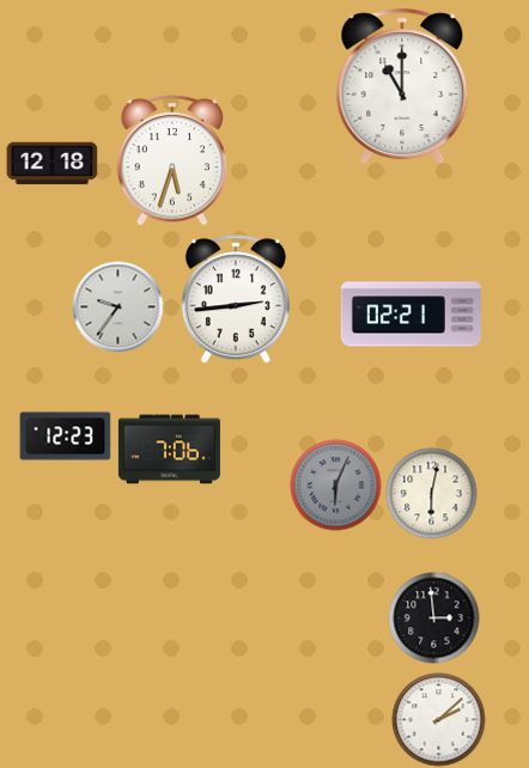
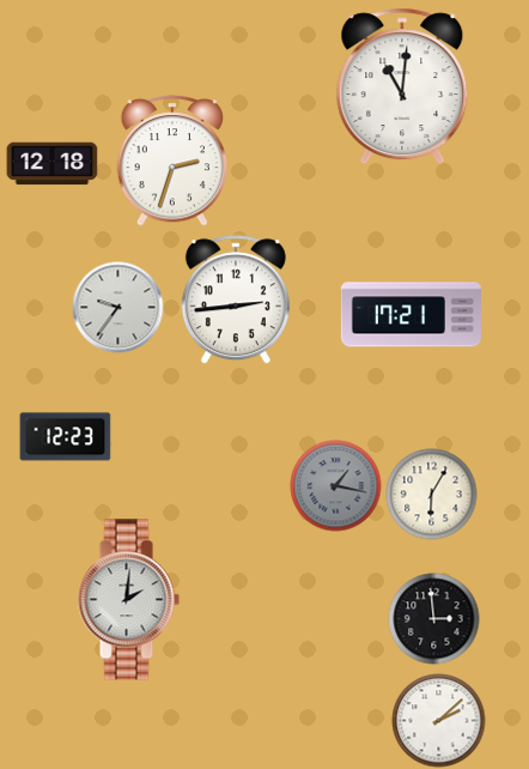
clock at (402, 86): 11:00 -> 11:01
clock at (171, 160): 5:33 -> 2:33
clock at (411, 315): 02:21 -> 17:21
clock at (169, 450): 7:06 -> none
clock at (336, 486): 6:04 -> 1:17
clock at (432, 494): 6:02 -> 6:05
clock at (128, 600): none -> 2:01
